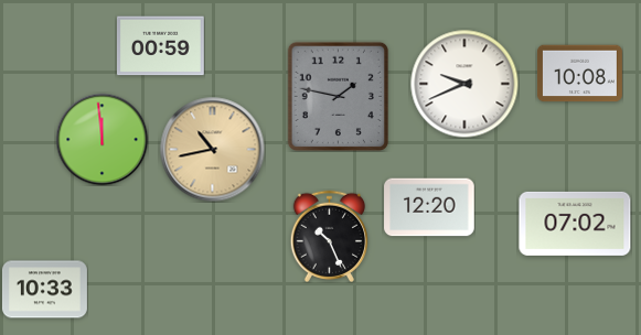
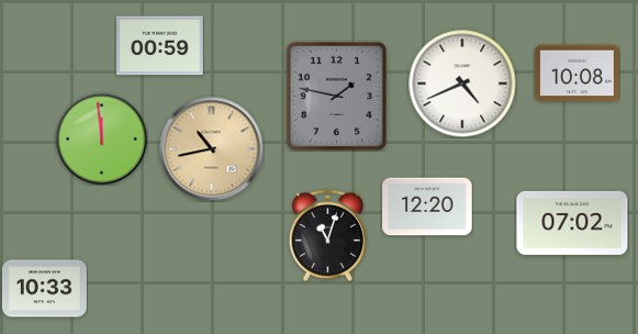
clock at (464, 84): 9:41 -> 4:41
clock at (329, 236): 10:26 -> 11:03
